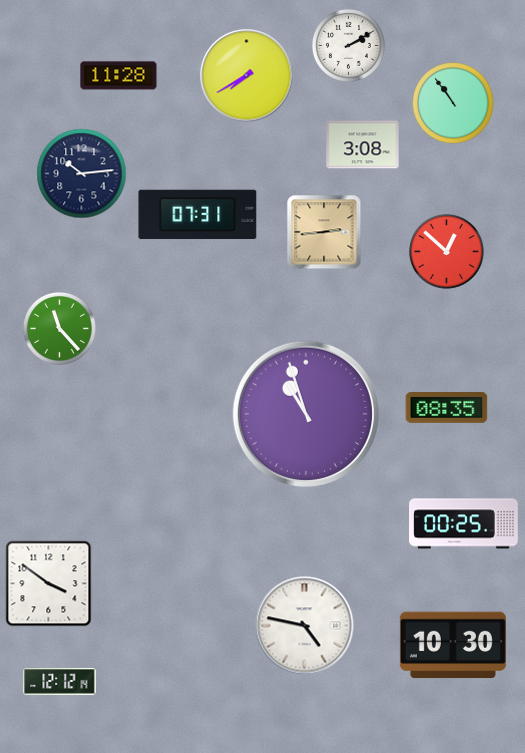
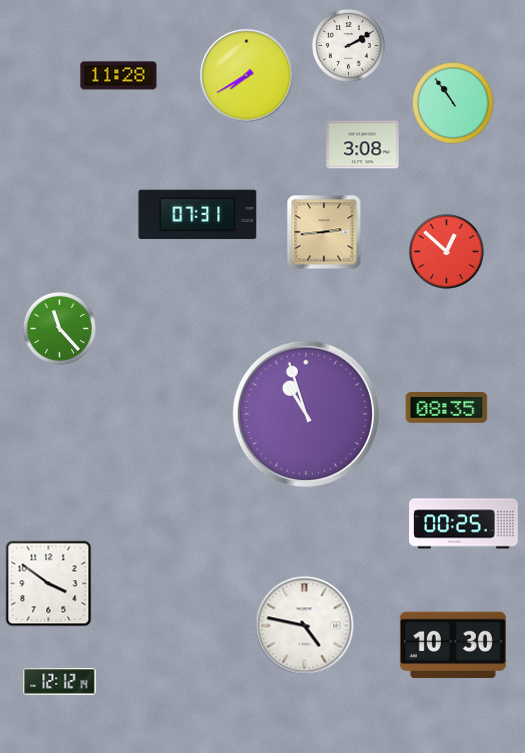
clock at (82, 174): 10:14 -> none
